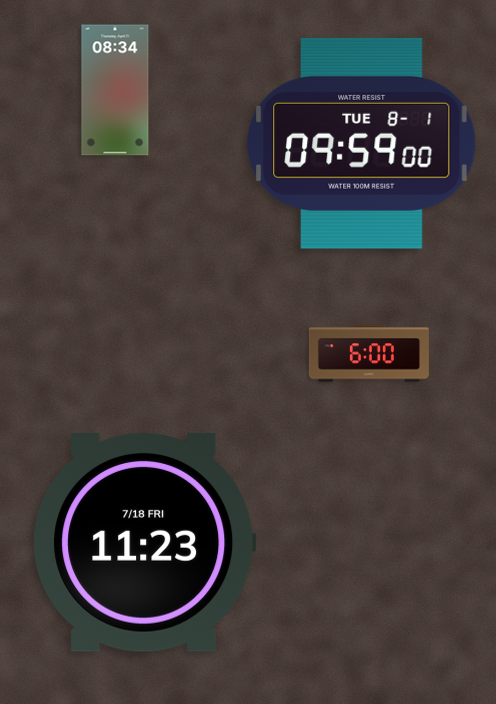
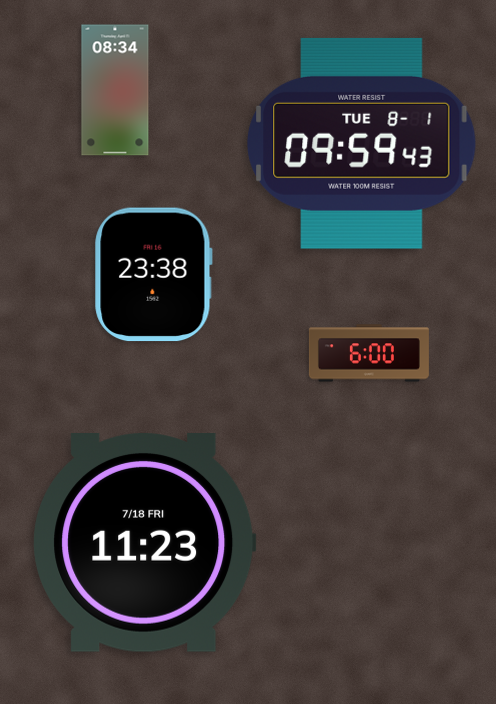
clock at (362, 143): 09:59:00 -> 09:59:43
clock at (153, 275): none -> 23:38
